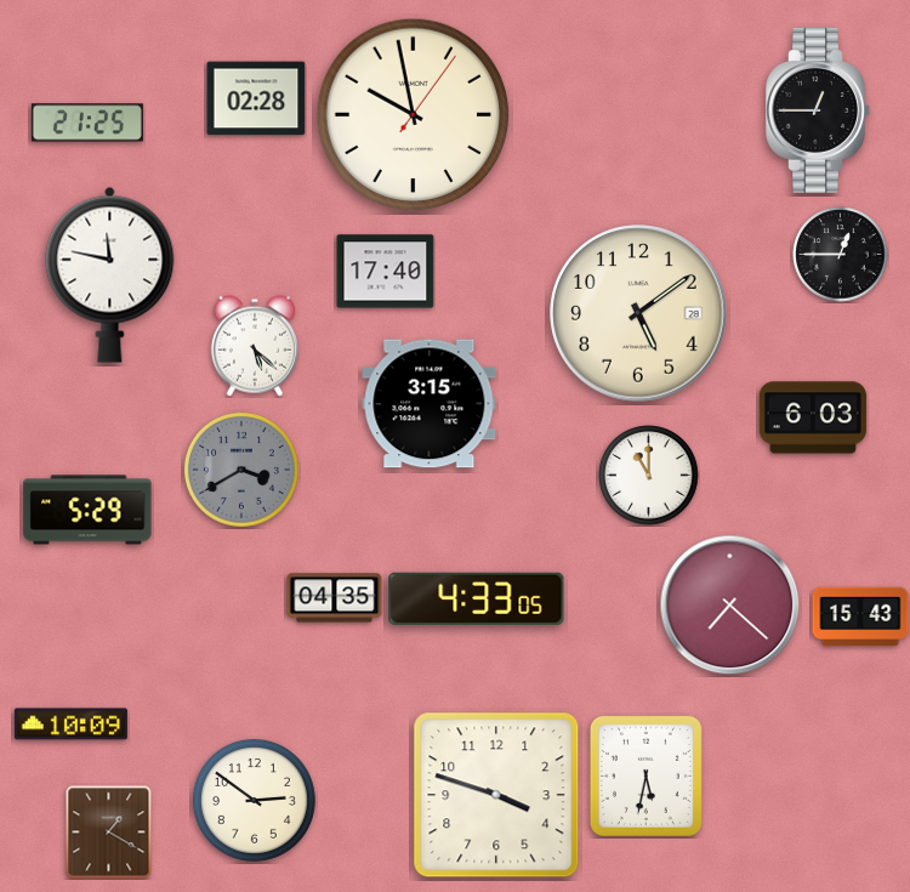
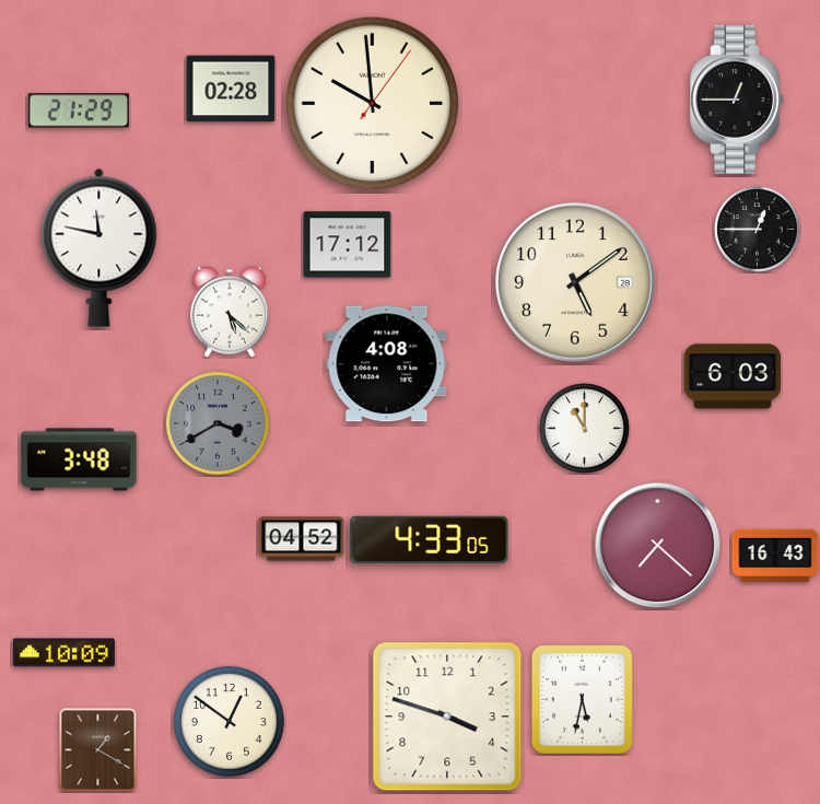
clock at (414, 115): 9:58 -> 9:59
clock at (87, 123): 21:25 -> 21:29
clock at (386, 272): 17:40 -> 17:12
clock at (430, 404): 3:15 -> 4:08
clock at (87, 510): 5:29 -> 3:48
clock at (335, 598): 04:35 -> 04:52
clock at (860, 617): 15:43 -> 16:43
clock at (254, 800): 2:51 -> 12:51
